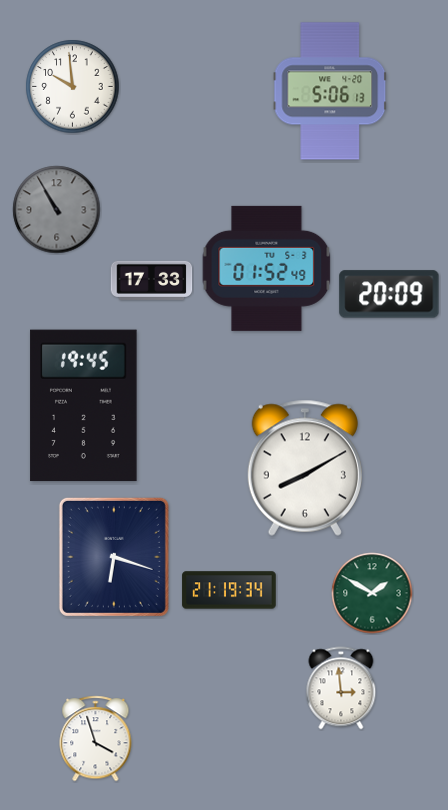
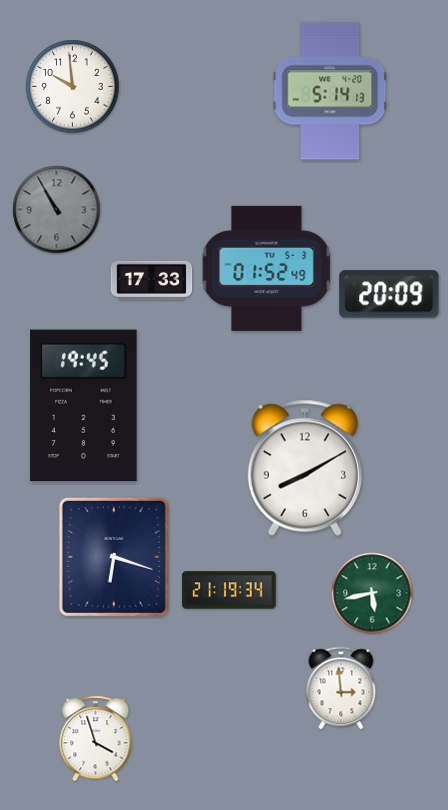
clock at (330, 91): 5:06 -> 5:14
clock at (372, 593): 1:50 -> 5:43
